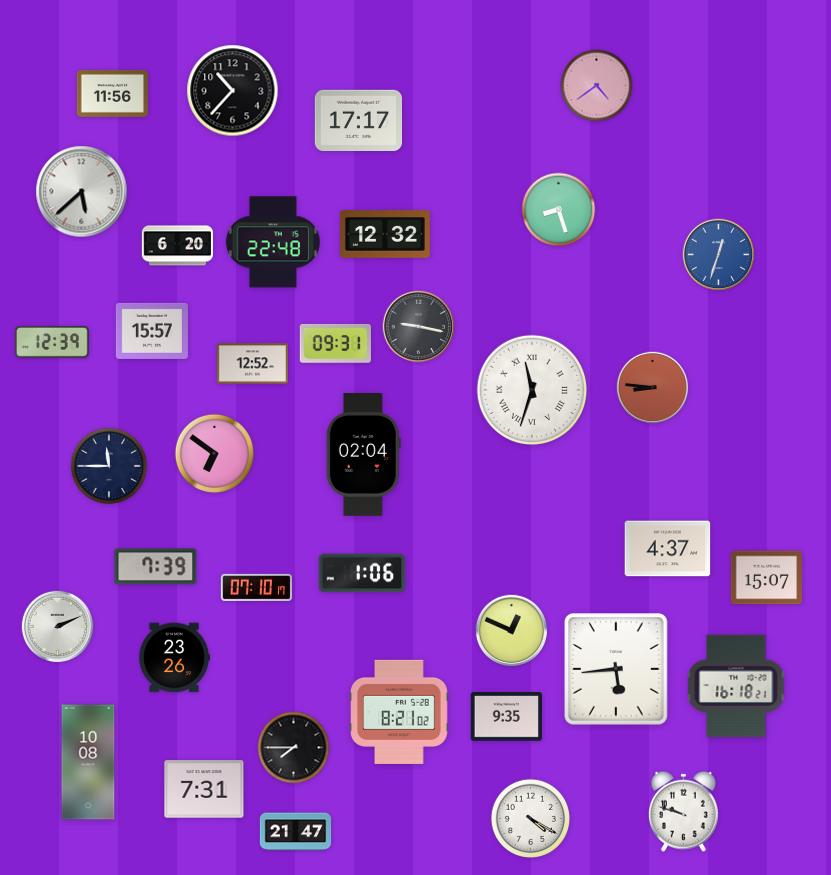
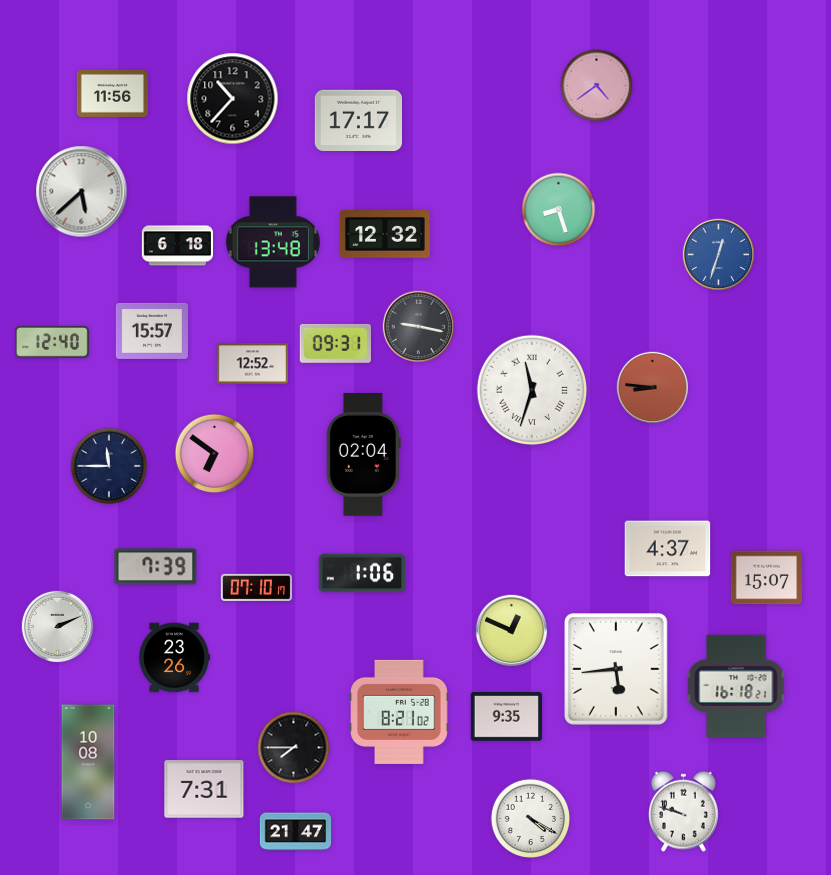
clock at (233, 91) position: (233, 91) -> (233, 99)
clock at (273, 242): 22:48 -> 13:48
clock at (177, 246): 6:20 -> 6:18
clock at (52, 342): 12:39 -> 12:40
